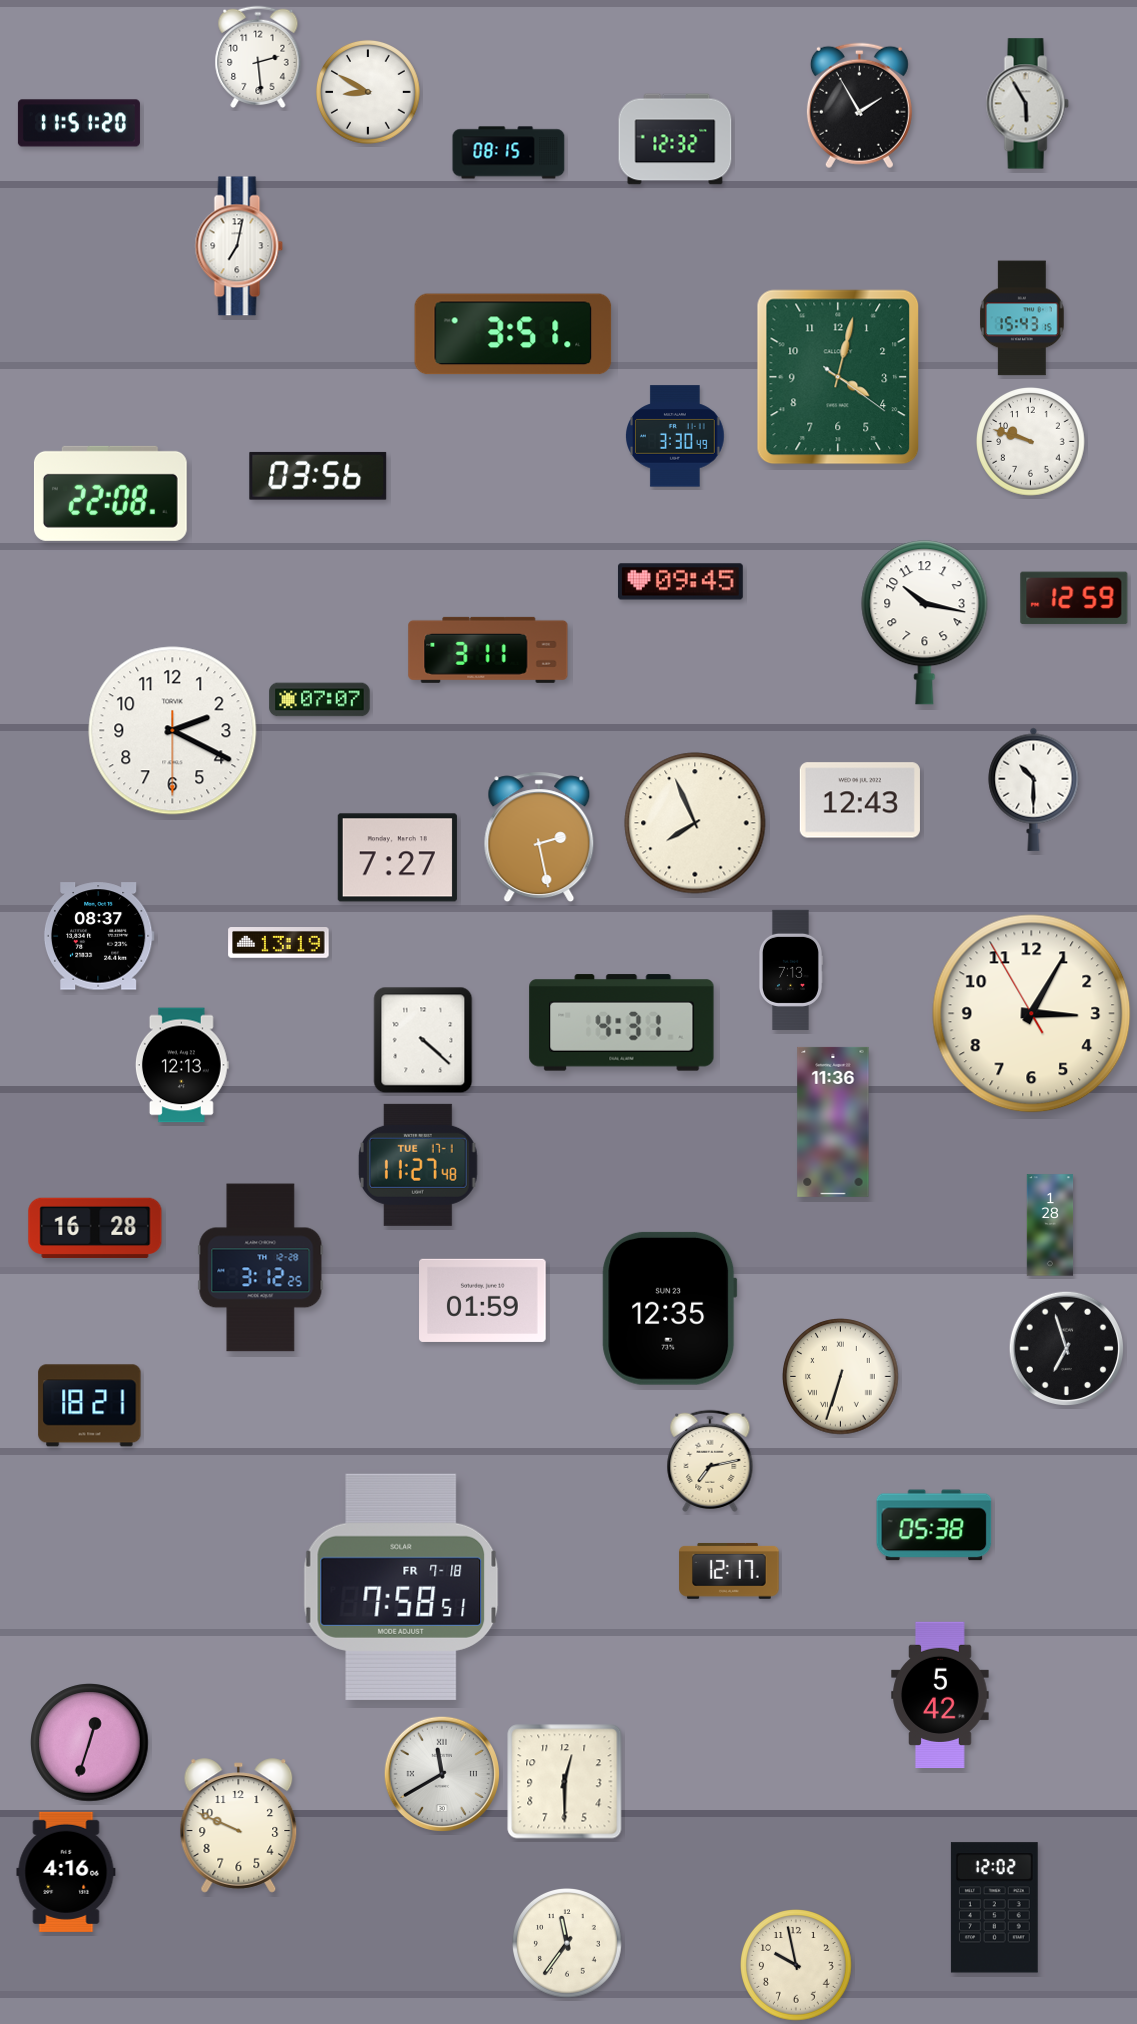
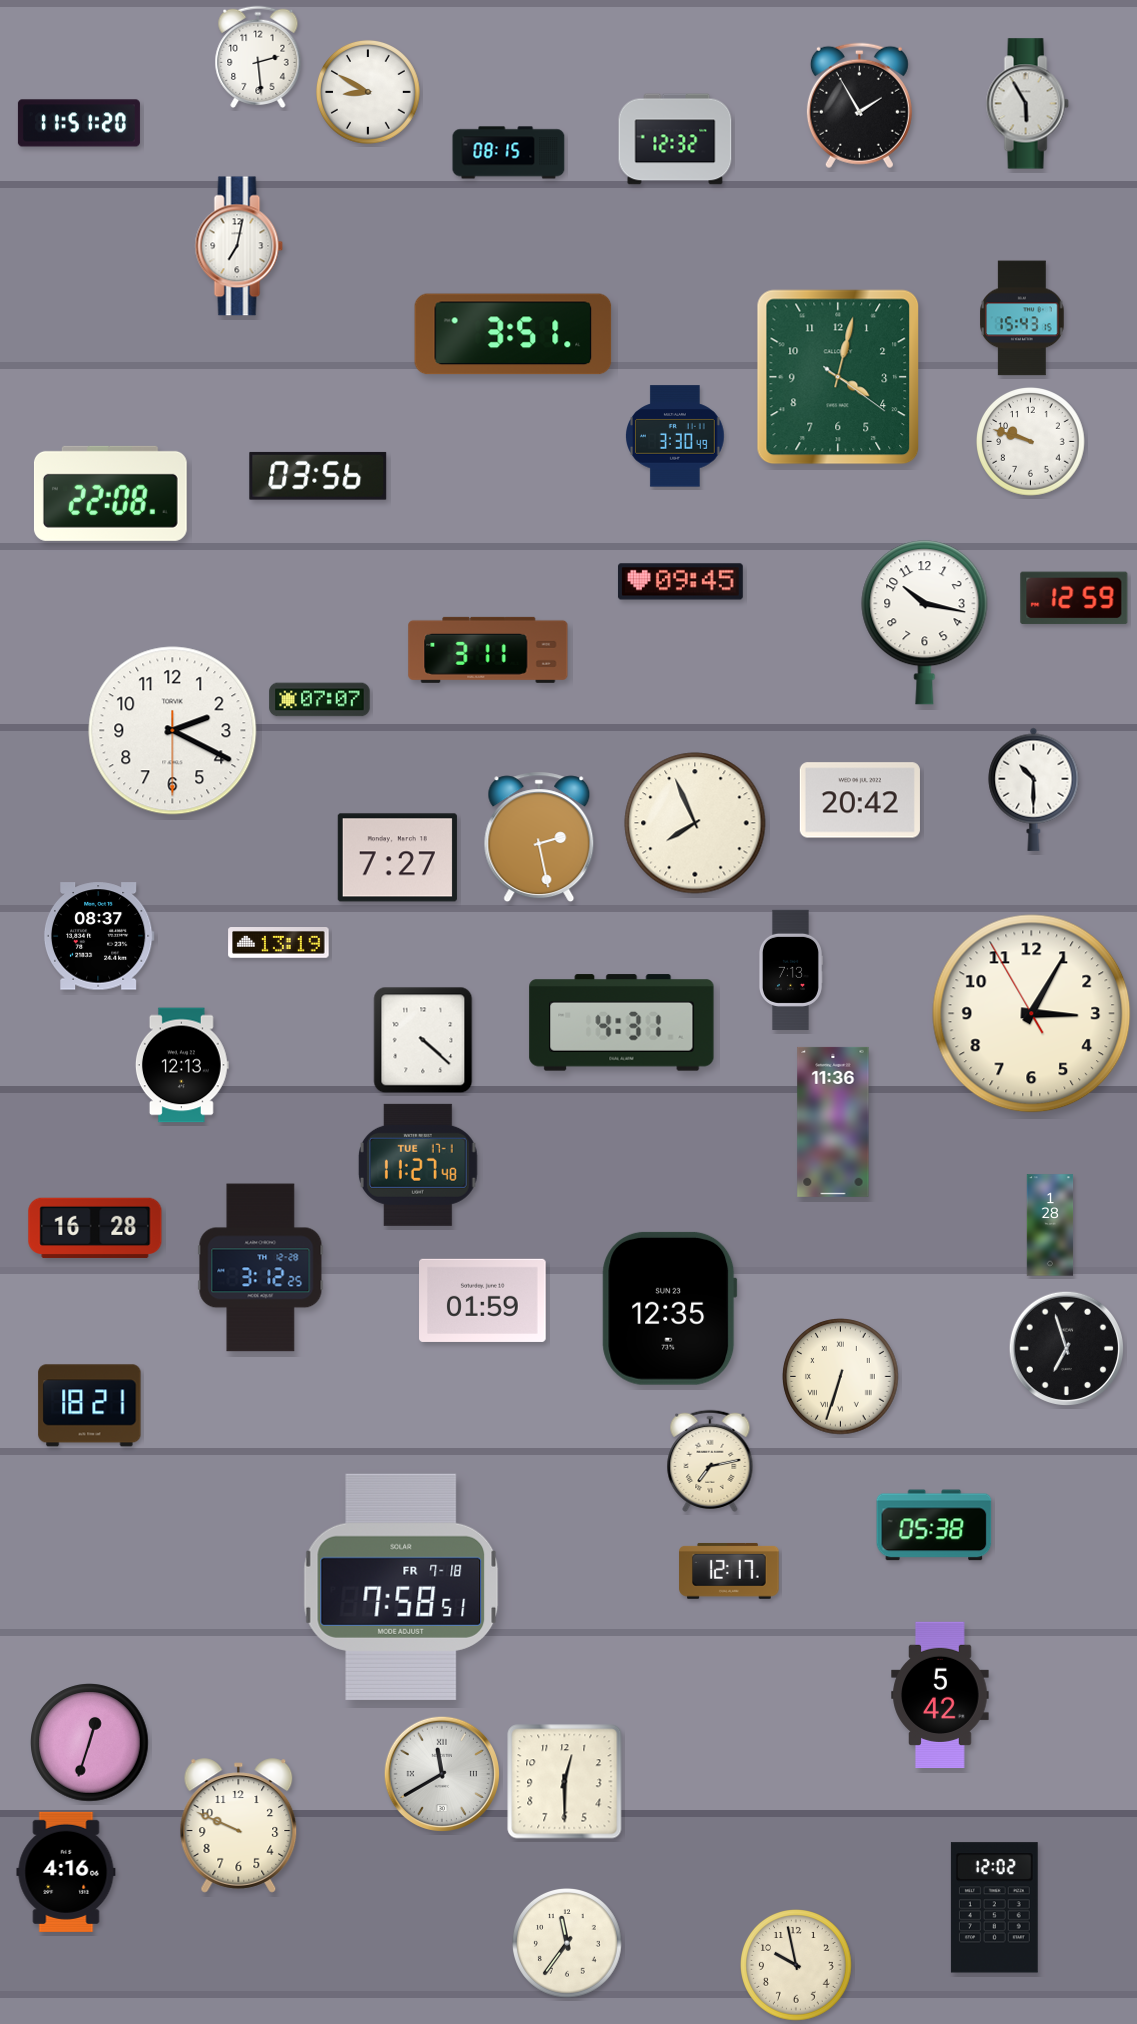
clock at (860, 800): 12:43 -> 20:42
